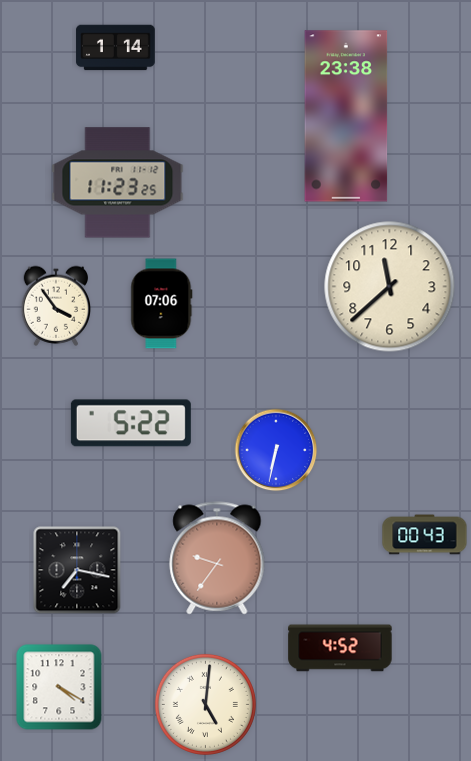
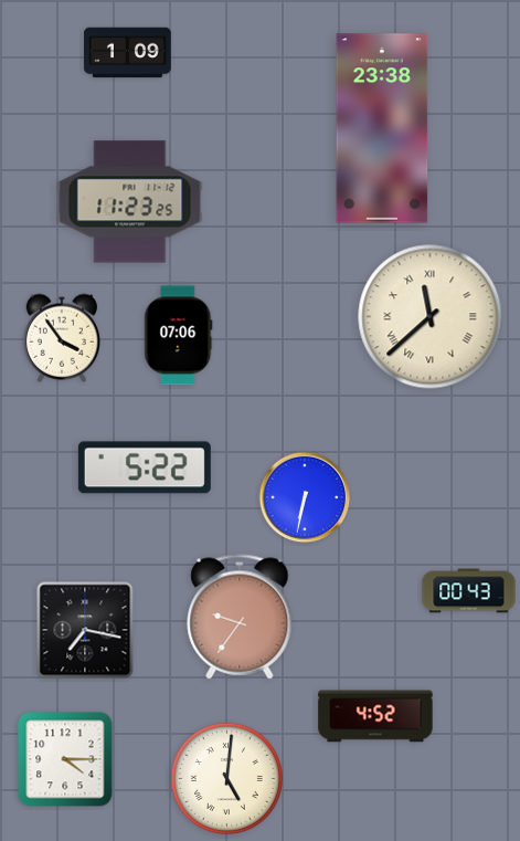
clock at (116, 48): 1:14 -> 1:09
clock at (390, 287) numerals: Arabic -> Roman
clock at (59, 687): 4:20 -> 4:15
